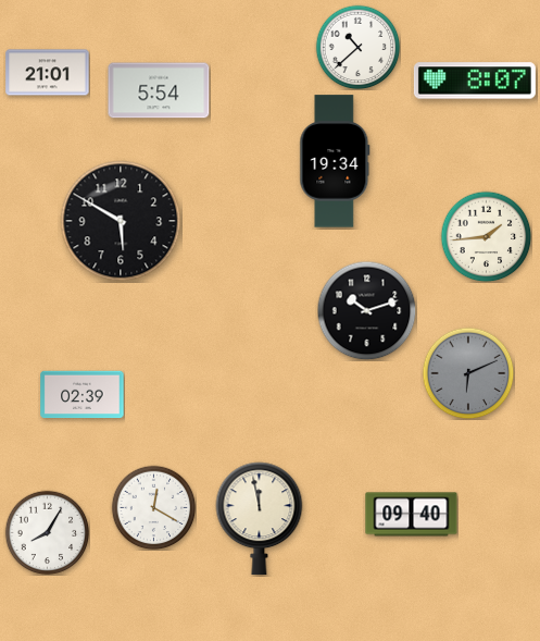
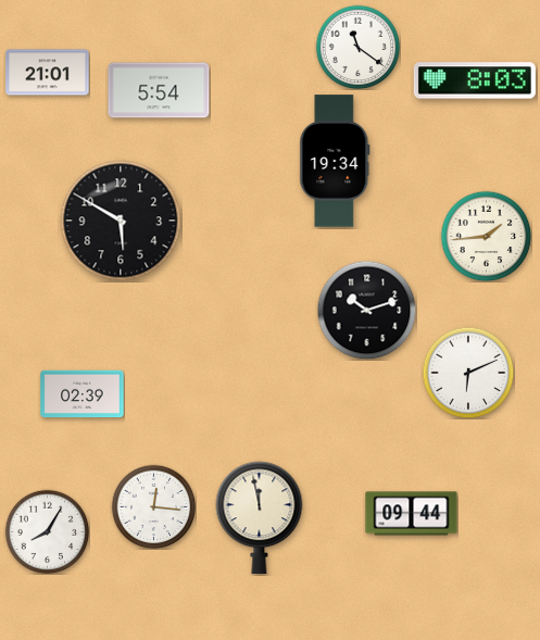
clock at (357, 47): 10:38 -> 11:21
clock at (475, 81): 8:07 -> 8:03
clock at (468, 373) dial: grey -> white
clock at (153, 507): 12:20 -> 12:16
clock at (412, 515): 09:40 -> 09:44
